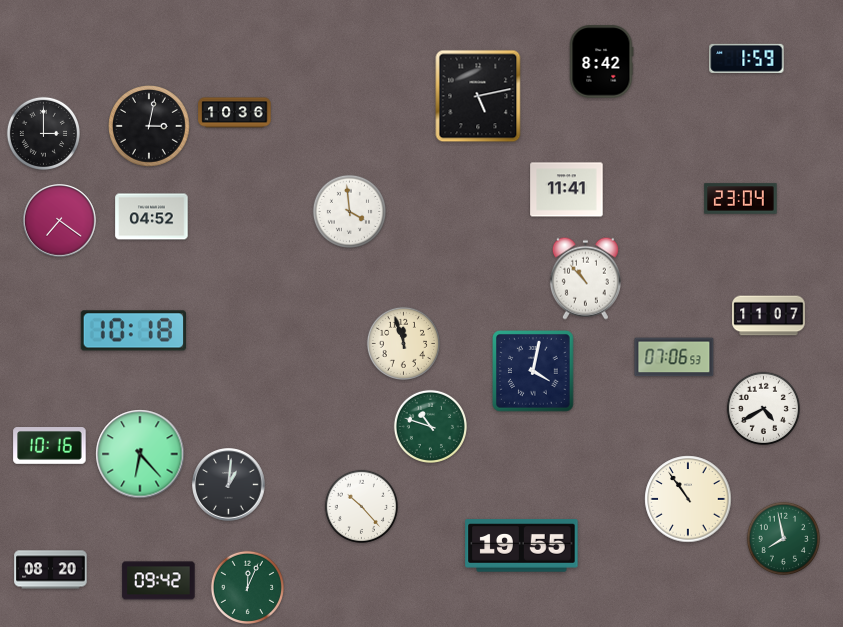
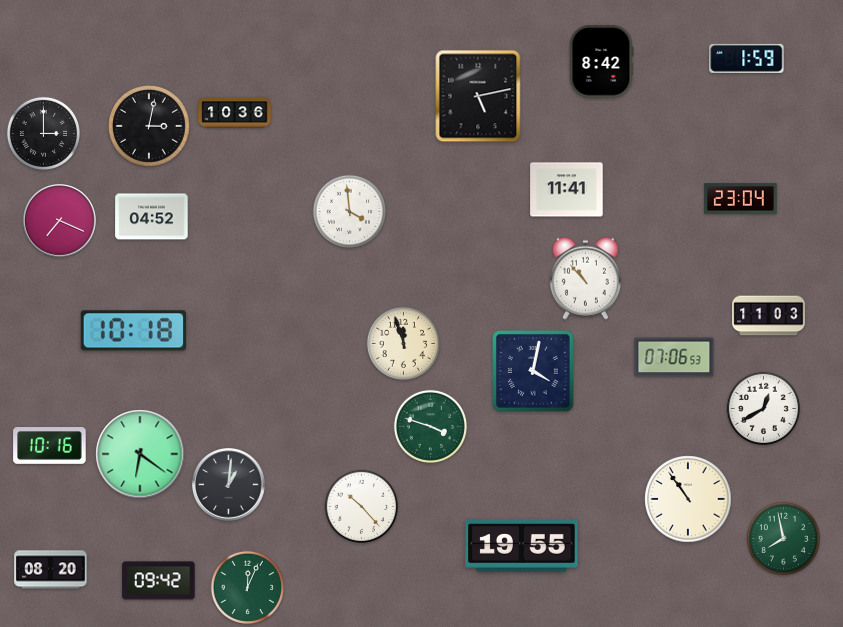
clock at (60, 221): 7:21 -> 7:19
clock at (769, 316): 11:07 -> 11:03
clock at (763, 408): 4:40 -> 12:40
clock at (430, 426): 10:48 -> 3:48
clock at (140, 454): 6:23 -> 6:21
